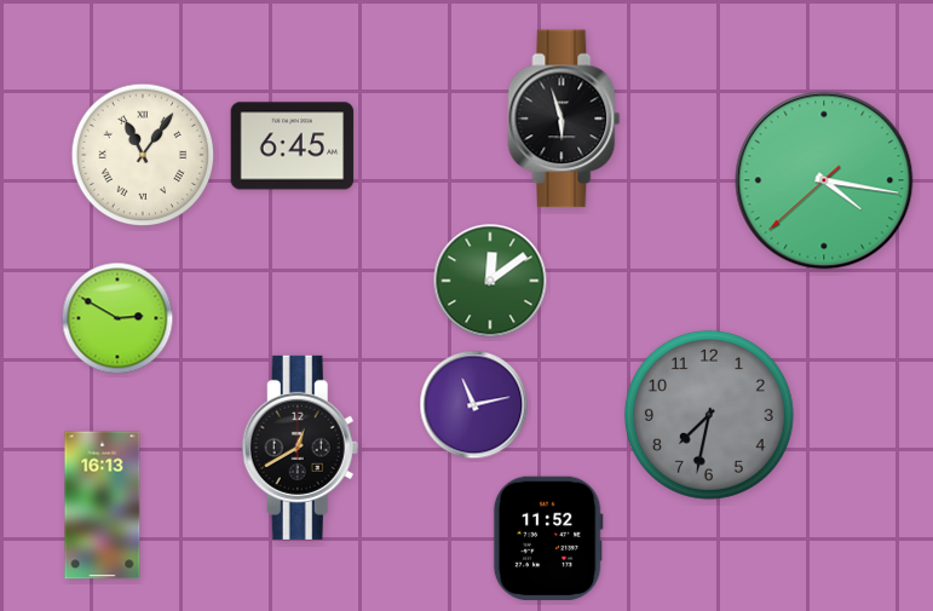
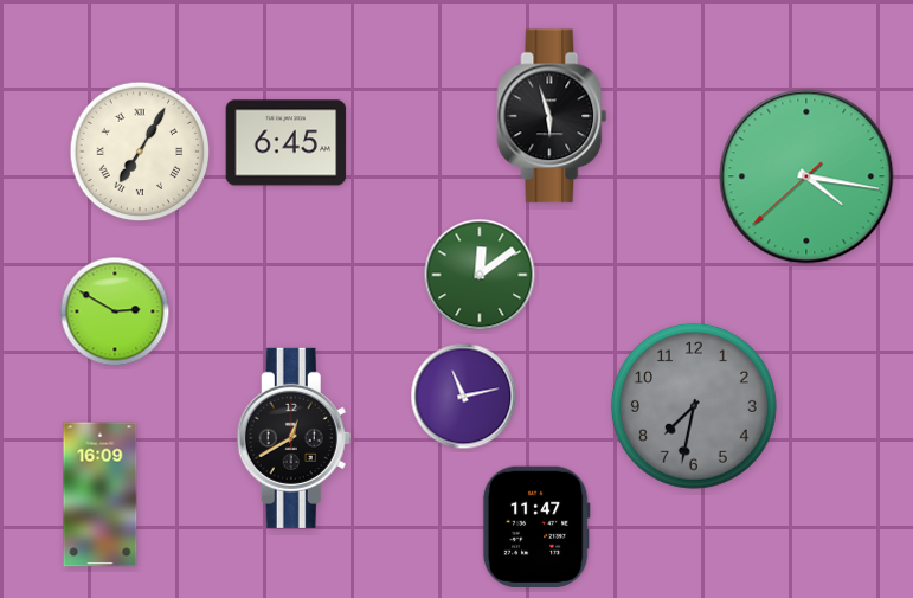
clock at (143, 155): 11:06 -> 7:05
clock at (103, 506): 16:13 -> 16:09
clock at (548, 537): 11:52 -> 11:47
